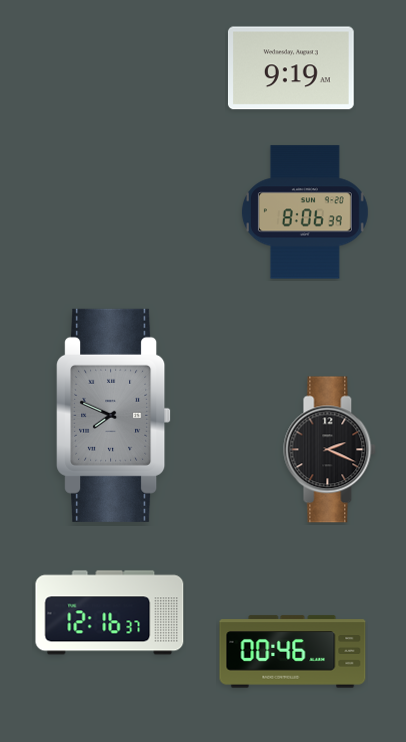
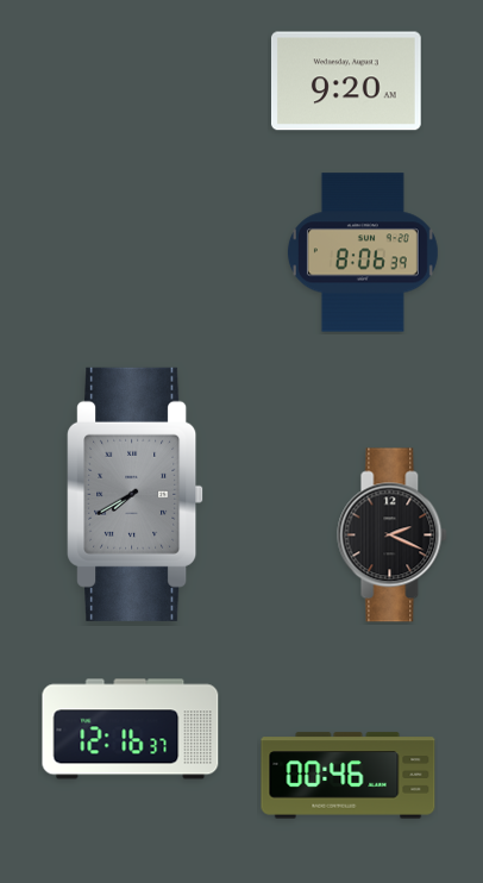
clock at (291, 68): 9:19 -> 9:20
clock at (114, 415): 7:49 -> 7:40
